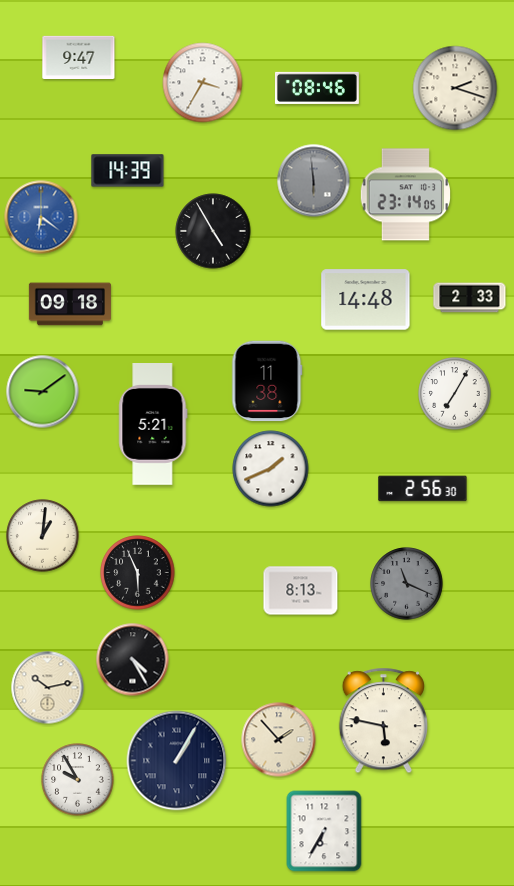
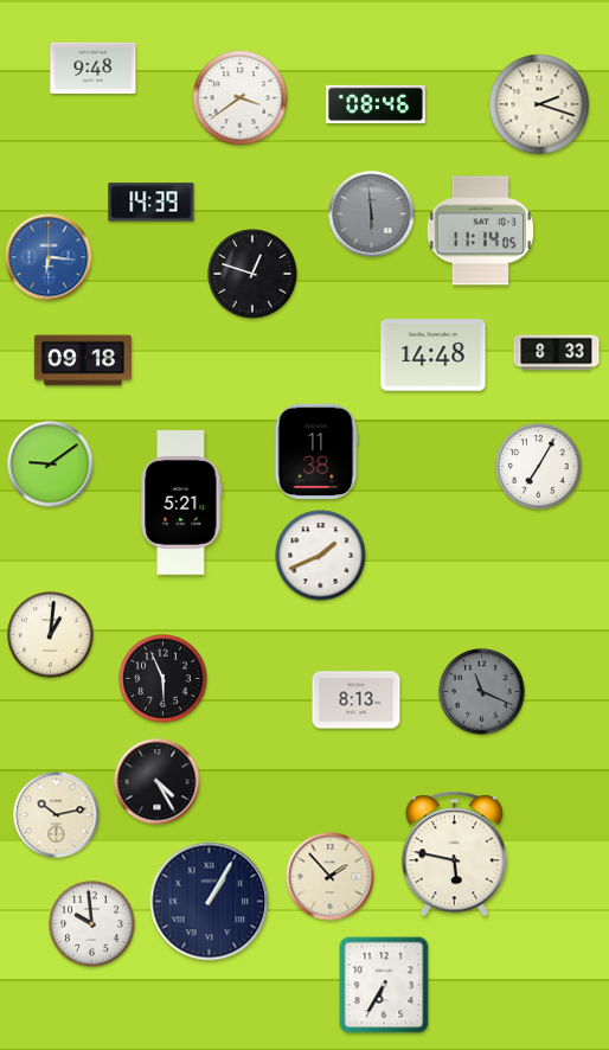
clock at (79, 57): 9:47 -> 9:48
clock at (203, 83): 3:35 -> 3:39
clock at (406, 195): 23:14 -> 11:14
clock at (41, 217): 6:21 -> 6:16
clock at (213, 231): 4:55 -> 12:48
clock at (470, 298): 2:33 -> 8:33
clock at (423, 489): 2:56 -> none
clock at (78, 780): 9:55 -> 9:59
